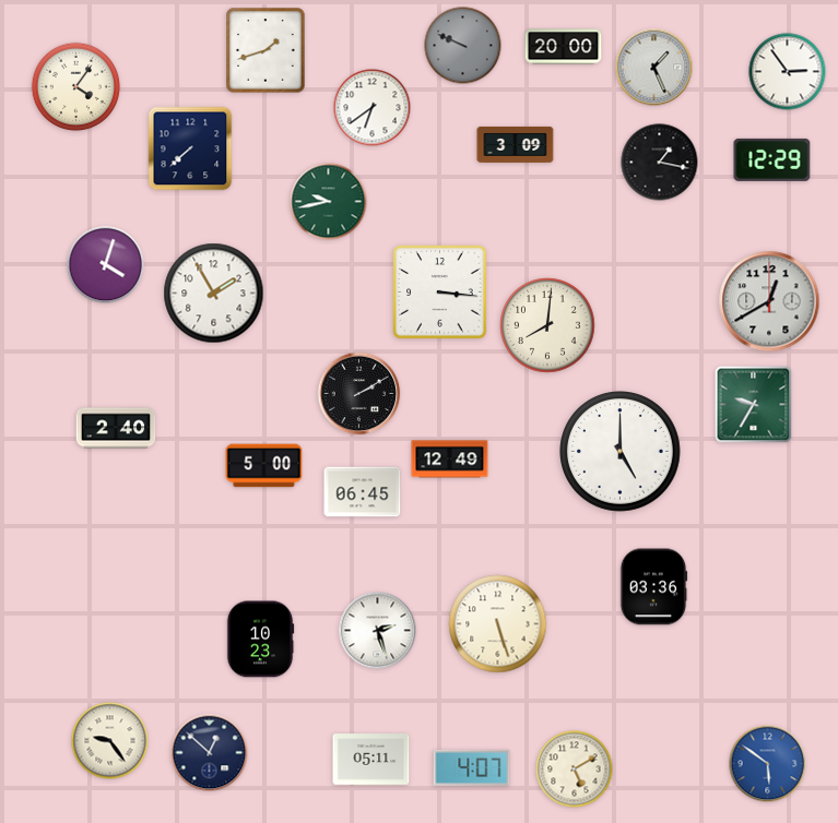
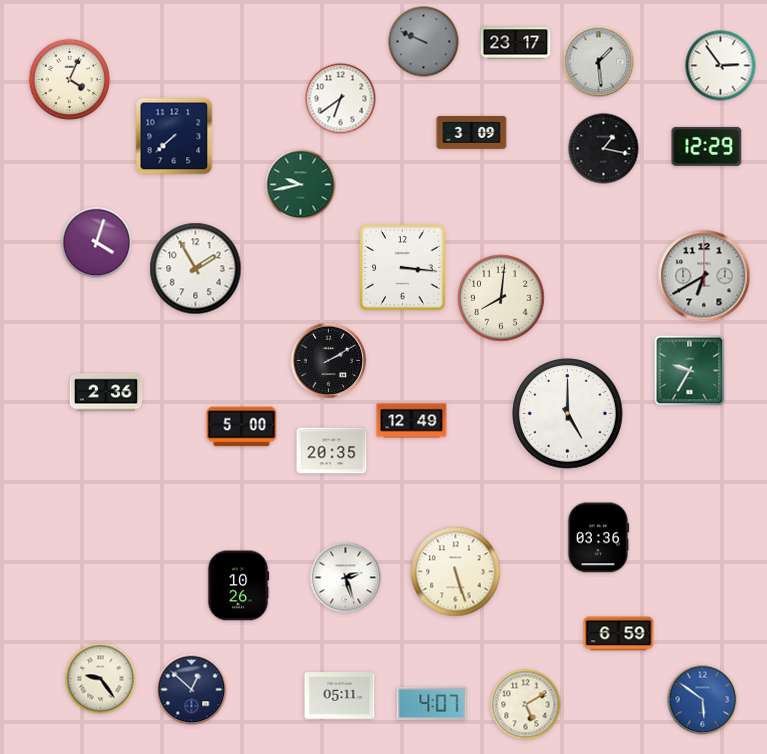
clock at (564, 47): 20:00 -> 23:17
clock at (265, 50): 1:42 -> none
clock at (654, 68): 1:26 -> 1:29
clock at (76, 87): 4:06 -> 4:04
clock at (769, 301): 12:40 -> 6:40
clock at (116, 428): 2:40 -> 2:36
clock at (363, 492): 06:45 -> 20:35
clock at (260, 640): 10:23 -> 10:26
clock at (619, 634): none -> 6:59
